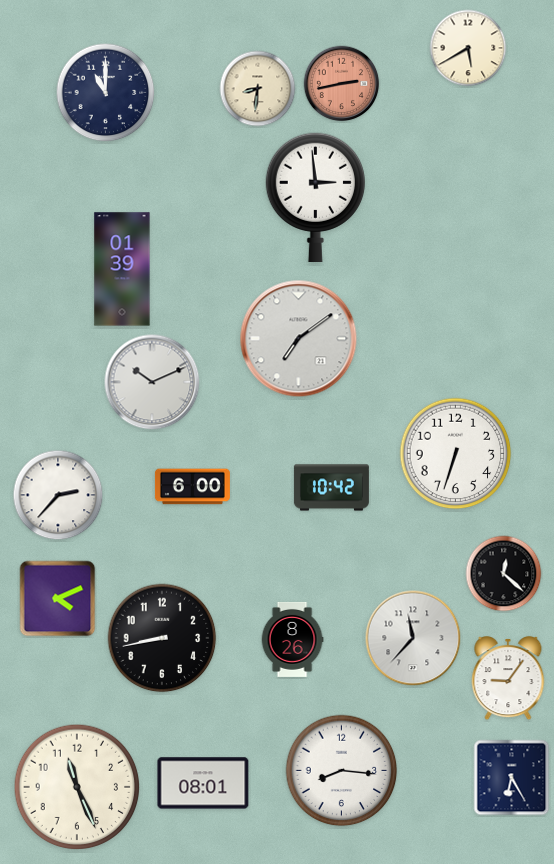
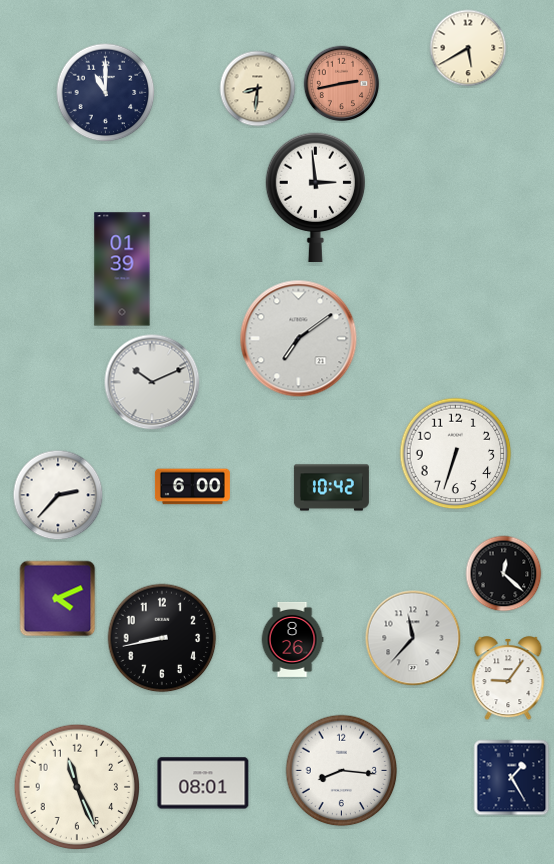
clock at (512, 778): 6:25 -> 1:25
